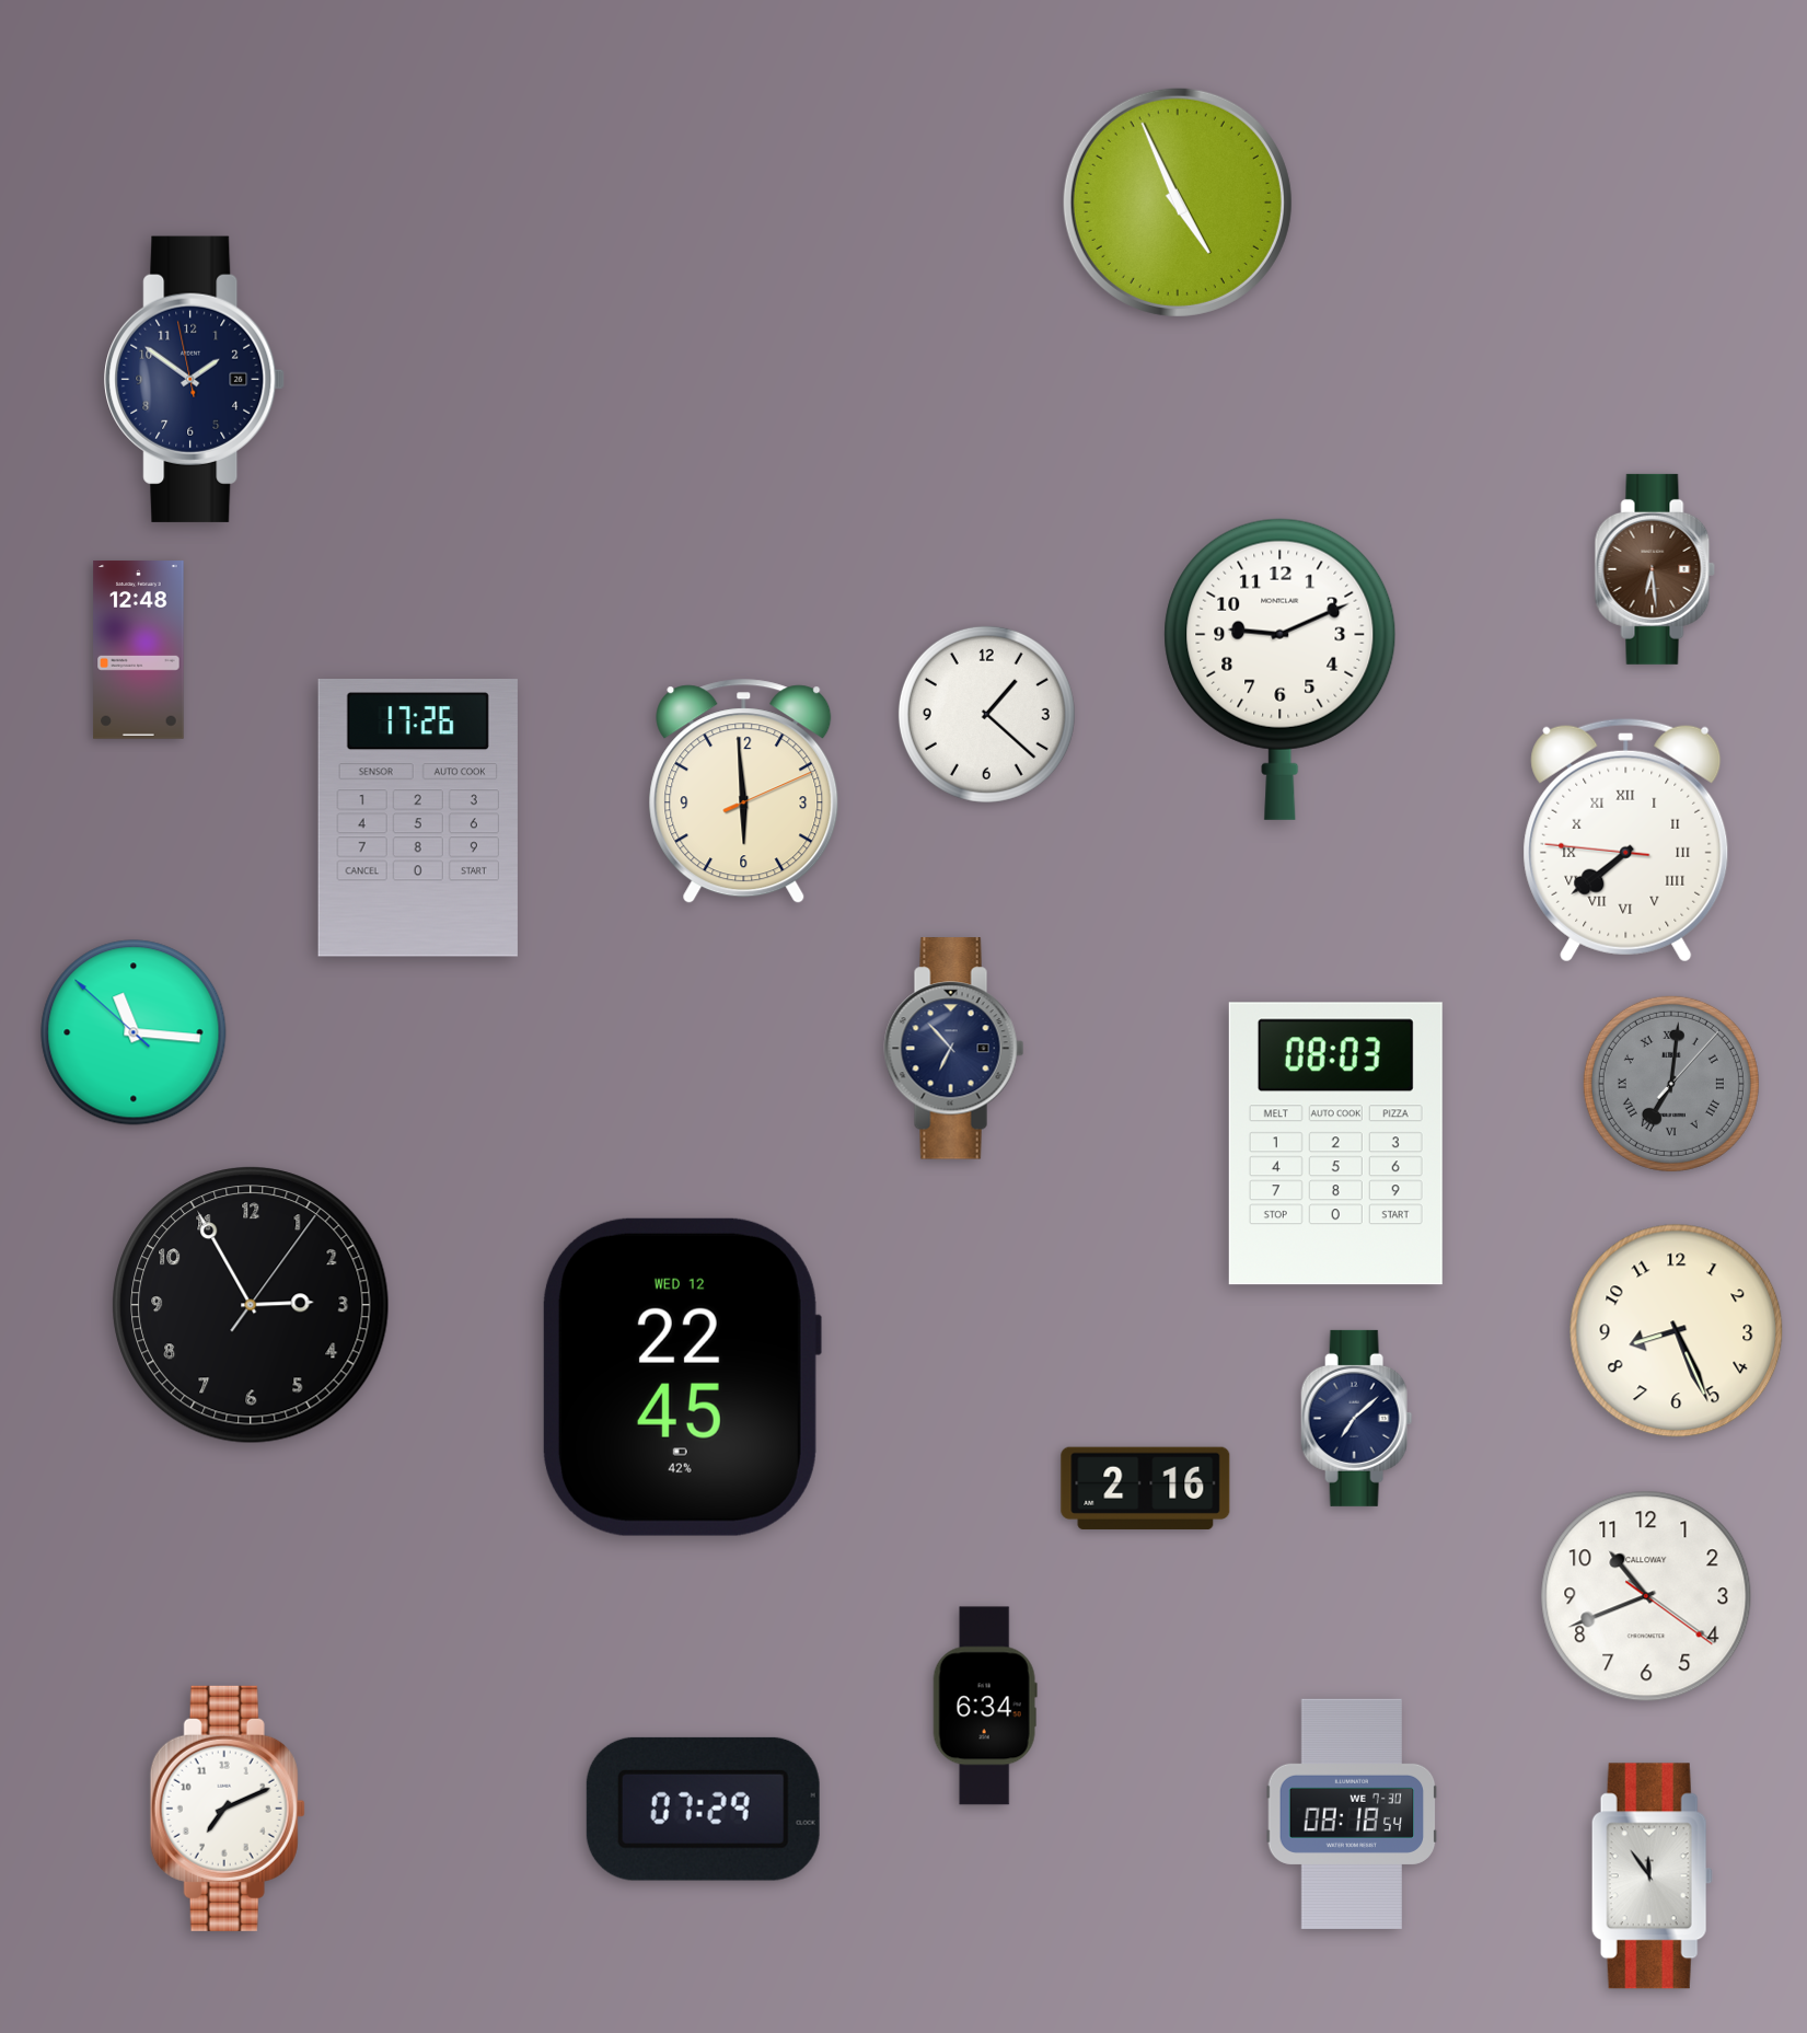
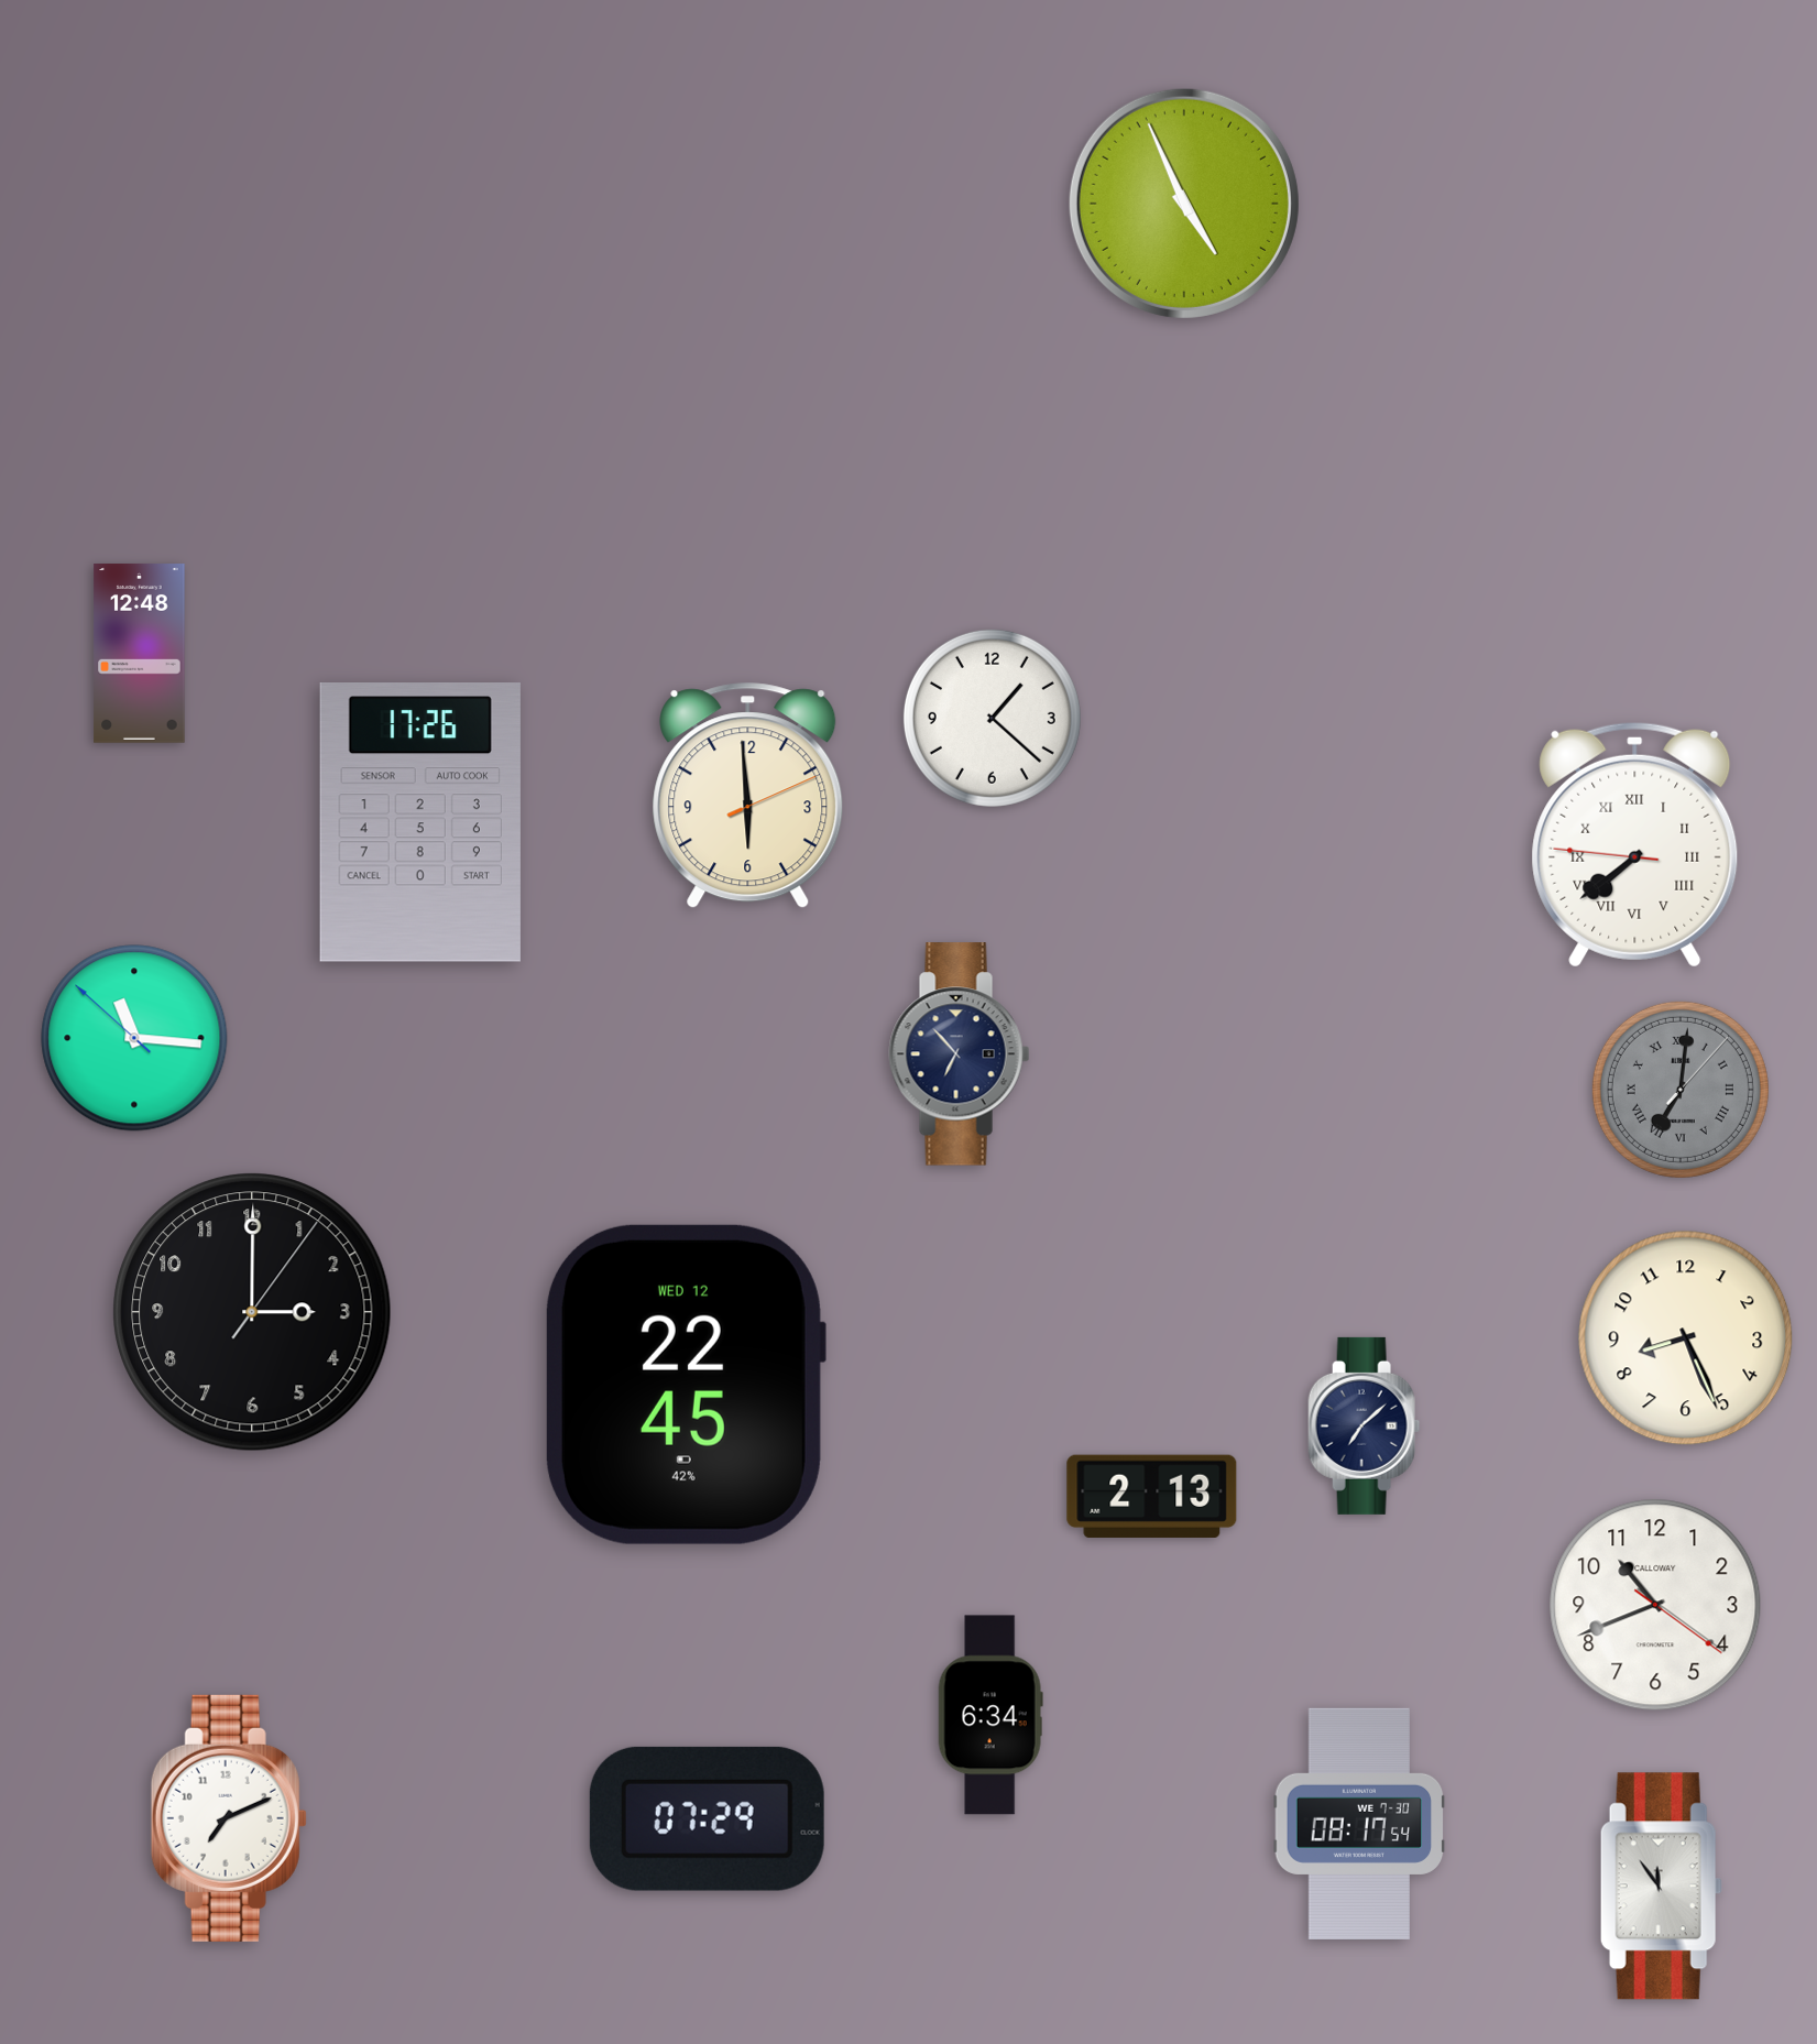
clock at (195, 379): 1:50 -> none
clock at (1655, 569): 6:29 -> none
clock at (1281, 669): 9:11 -> none
clock at (1335, 1144): 08:03 -> none
clock at (251, 1305): 2:55 -> 3:00
clock at (1146, 1488): 2:16 -> 2:13
clock at (1352, 1814): 08:18 -> 08:17
